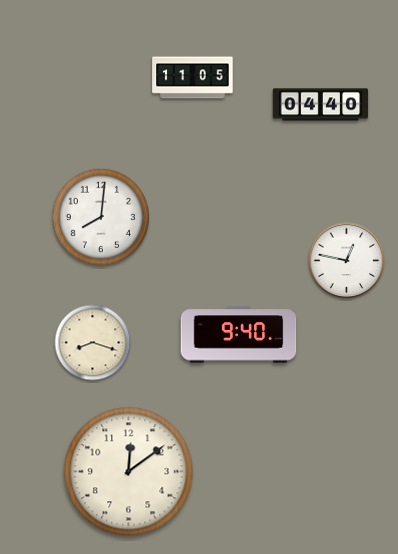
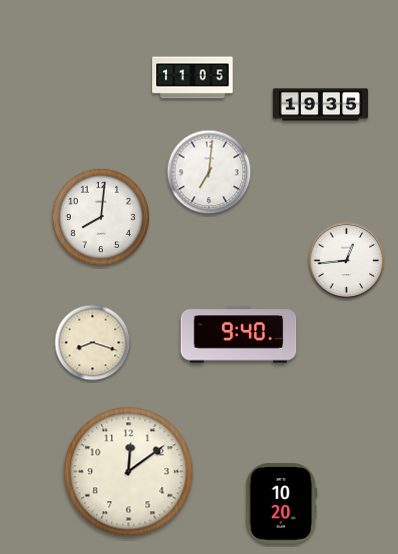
clock at (321, 105): 04:40 -> 19:35
clock at (209, 172): none -> 7:01
clock at (347, 261): 12:47 -> 12:44
clock at (282, 504): none -> 10:20
